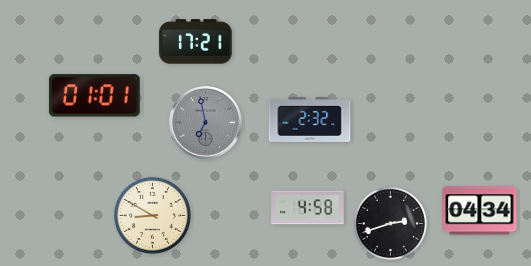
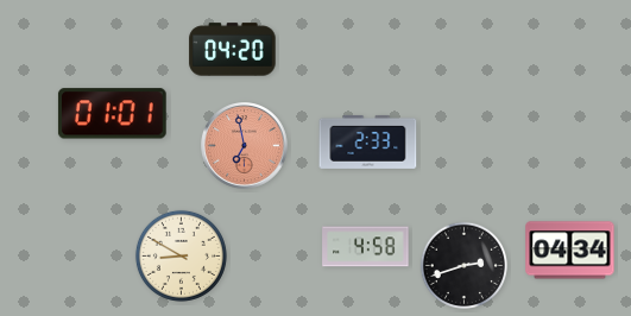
clock at (196, 42): 17:21 -> 04:20
clock at (310, 119): 2:32 -> 2:33
clock at (206, 123) dial: grey -> salmon
